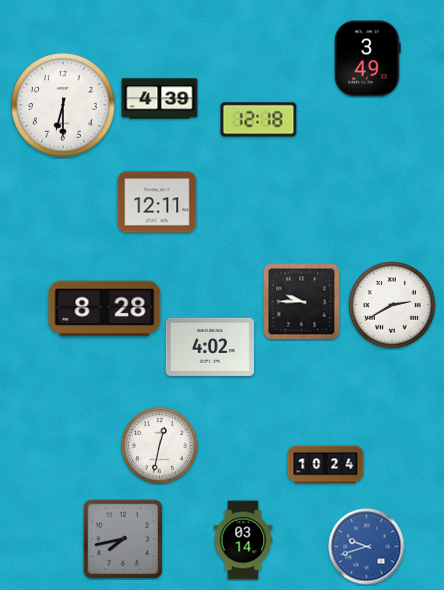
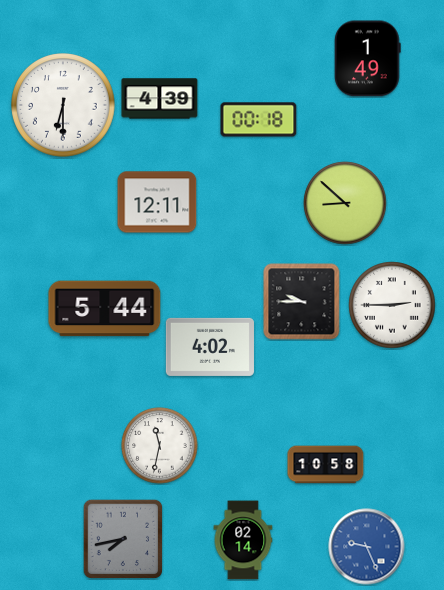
clock at (368, 59): 3:49 -> 1:49
clock at (259, 120): 12:18 -> 00:18
clock at (345, 203): none -> 8:52
clock at (392, 305): 2:40 -> 2:45
clock at (105, 309): 8:28 -> 5:44
clock at (160, 446): 12:32 -> 11:32
clock at (326, 465): 10:24 -> 10:58
clock at (243, 540): 03:14 -> 02:14
clock at (367, 547): 9:42 -> 9:26
